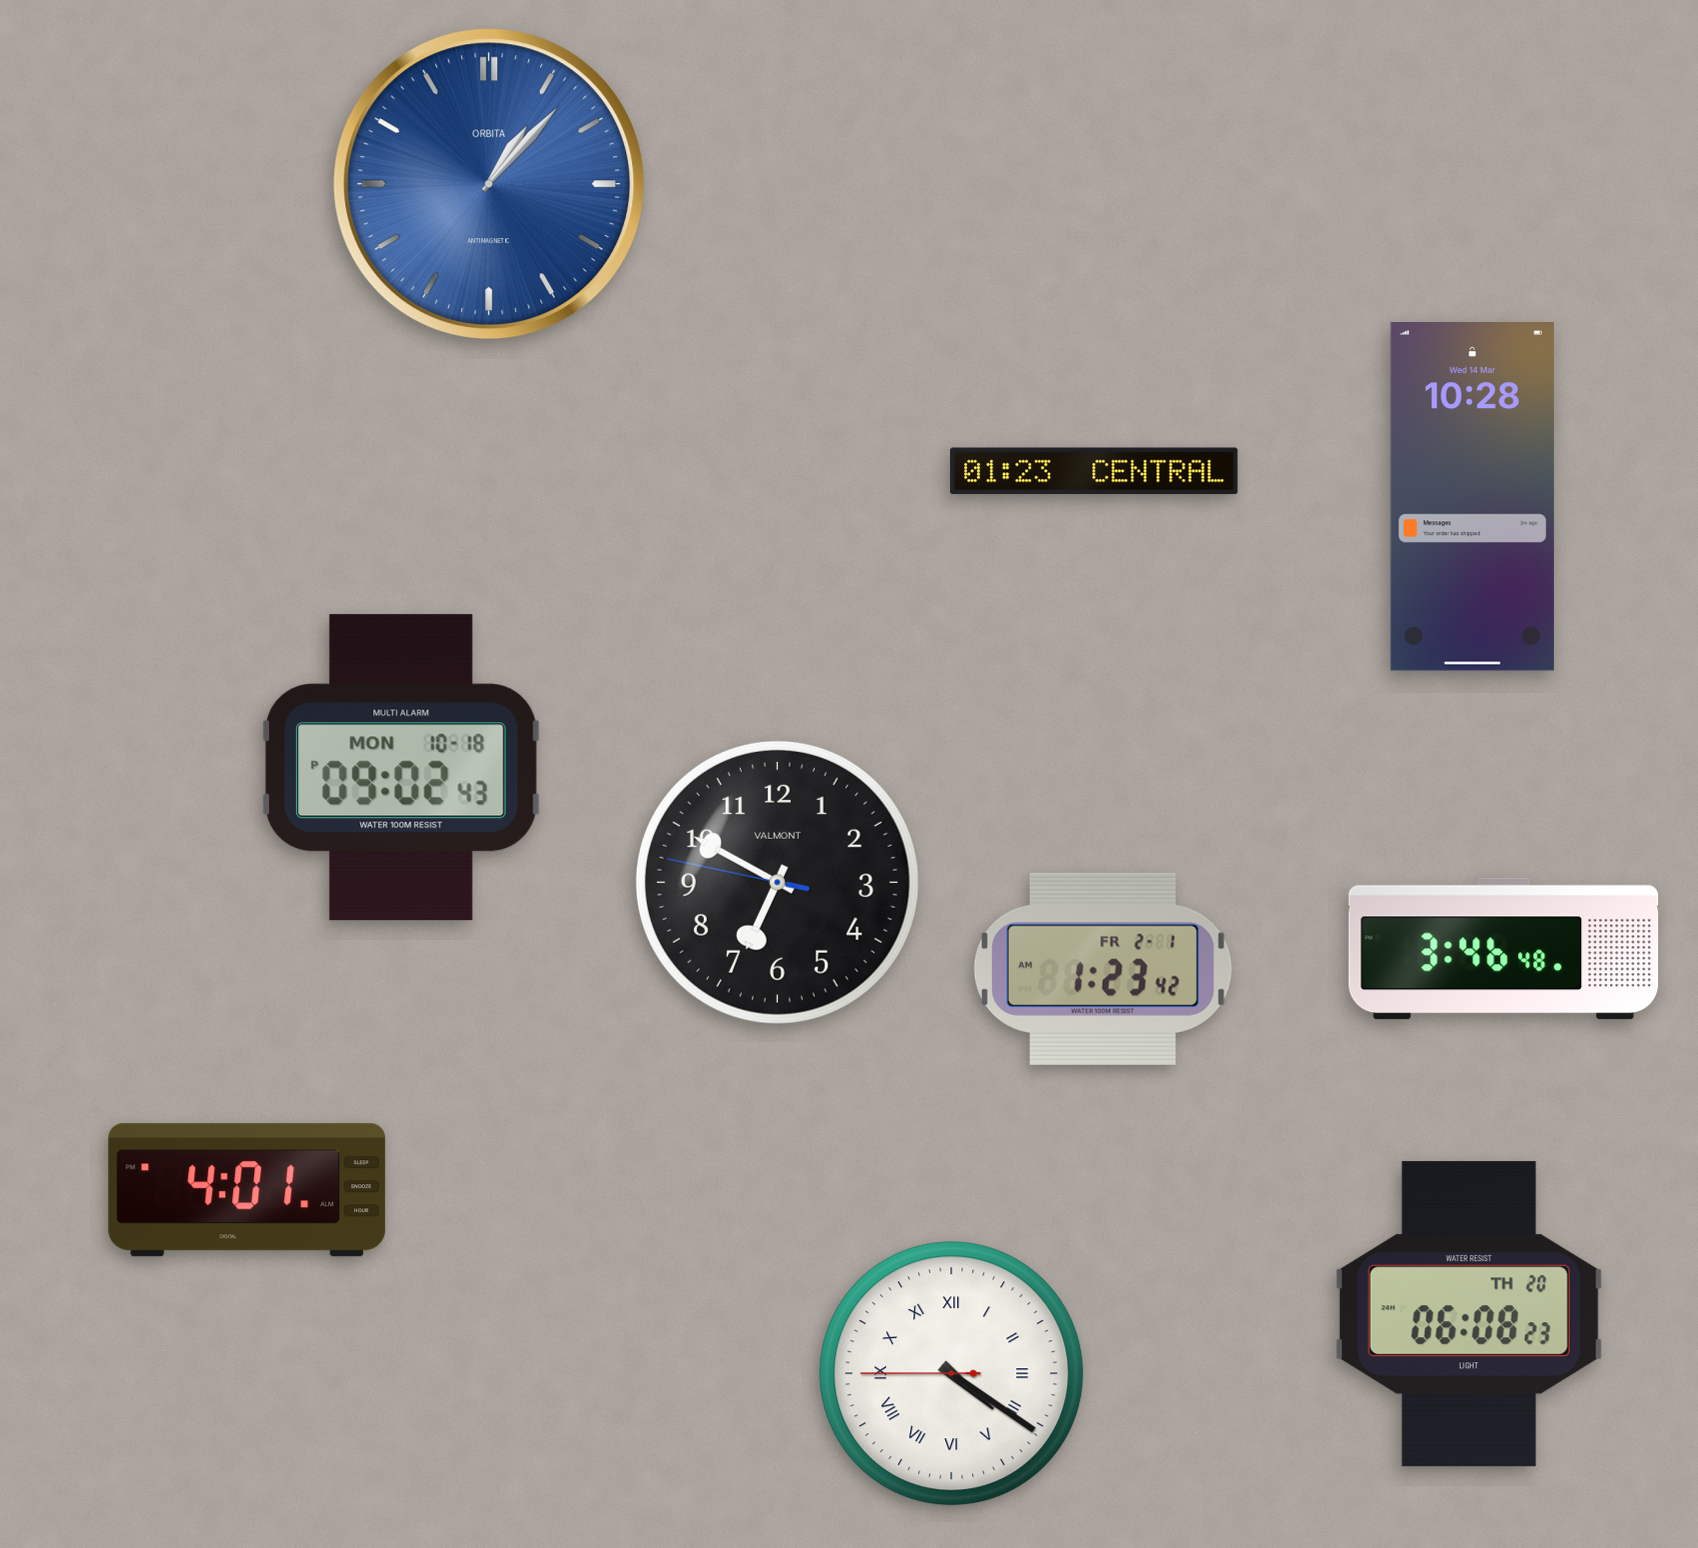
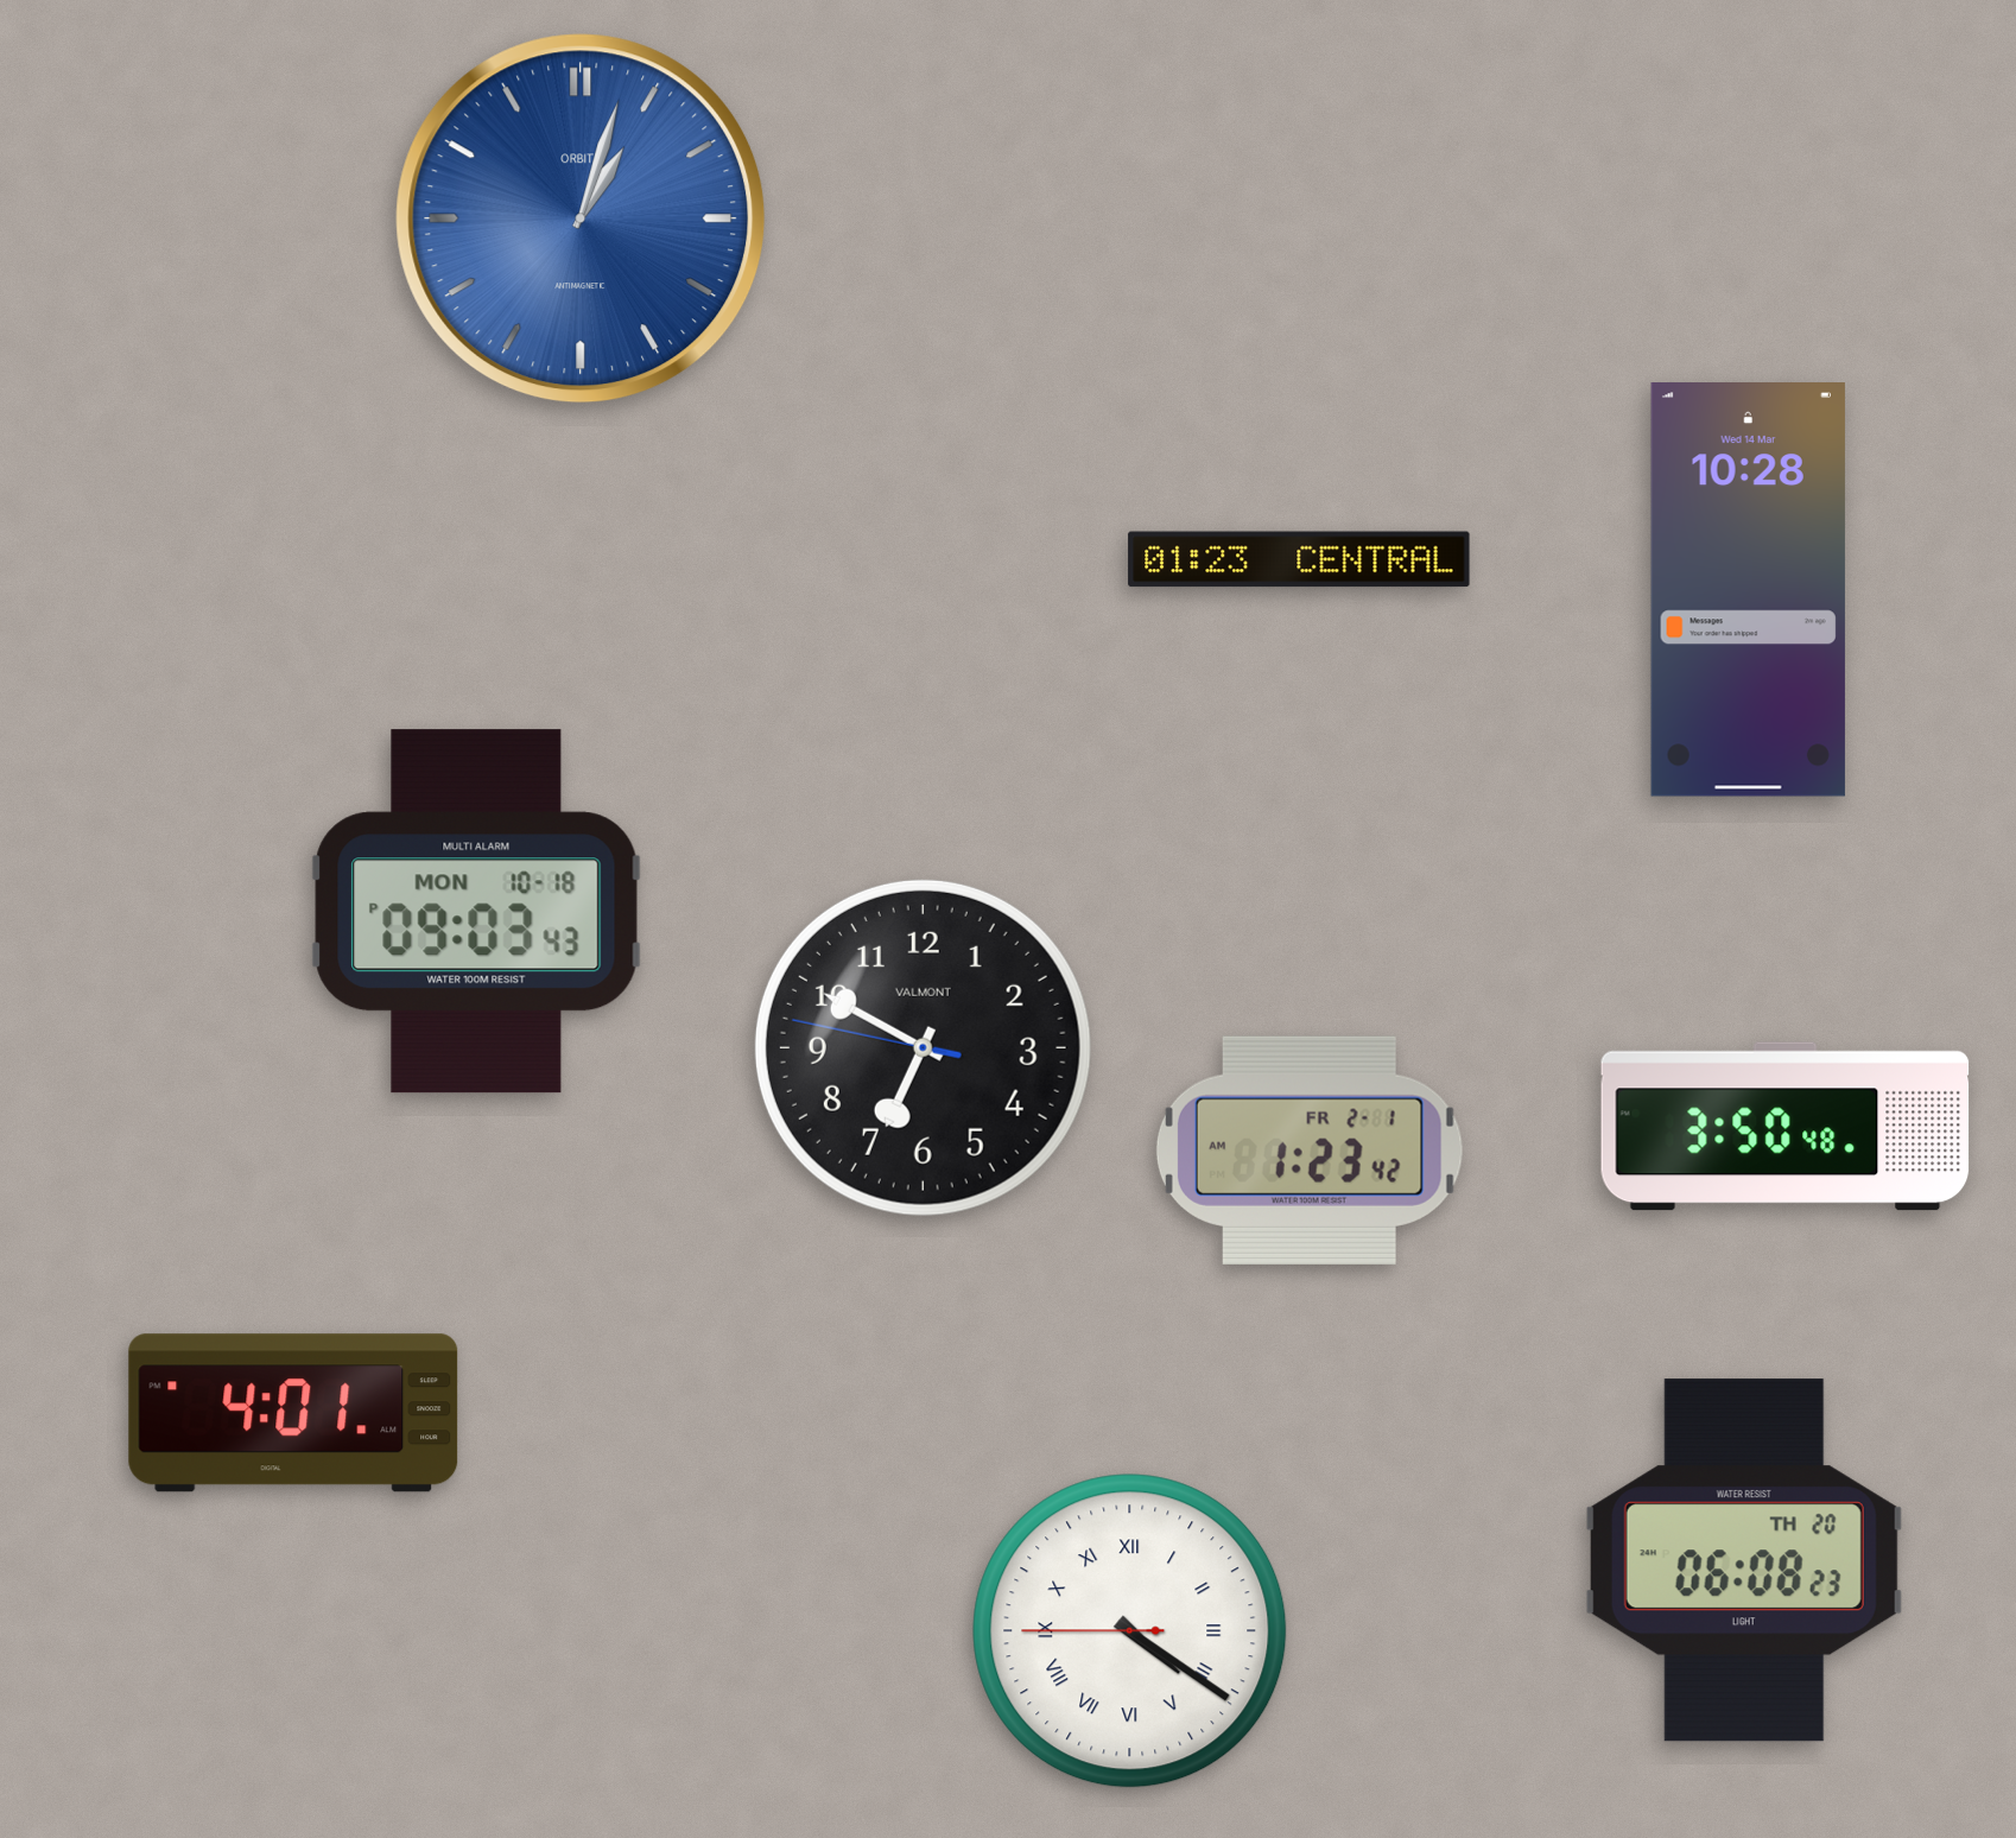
clock at (489, 184): 1:07 -> 1:03
clock at (402, 768): 09:02 -> 09:03
clock at (1504, 949): 3:46 -> 3:50
